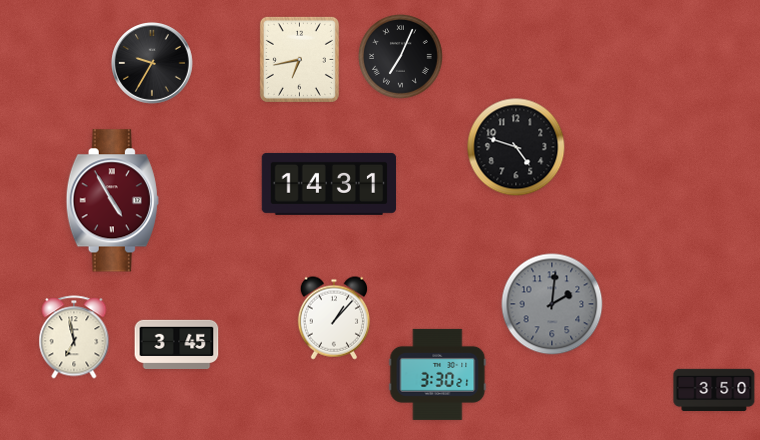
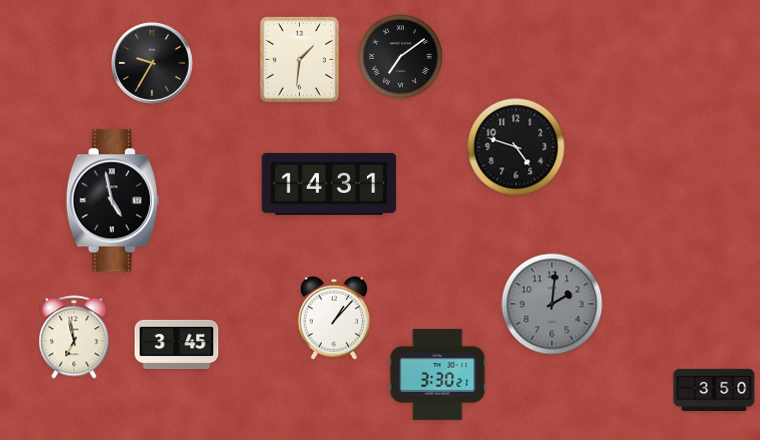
clock at (401, 57): 7:04 -> 7:09
clock at (299, 59): 6:43 -> 1:31
clock at (112, 201): 4:55 -> 4:58
clock at (112, 201) dial: burgundy -> black
